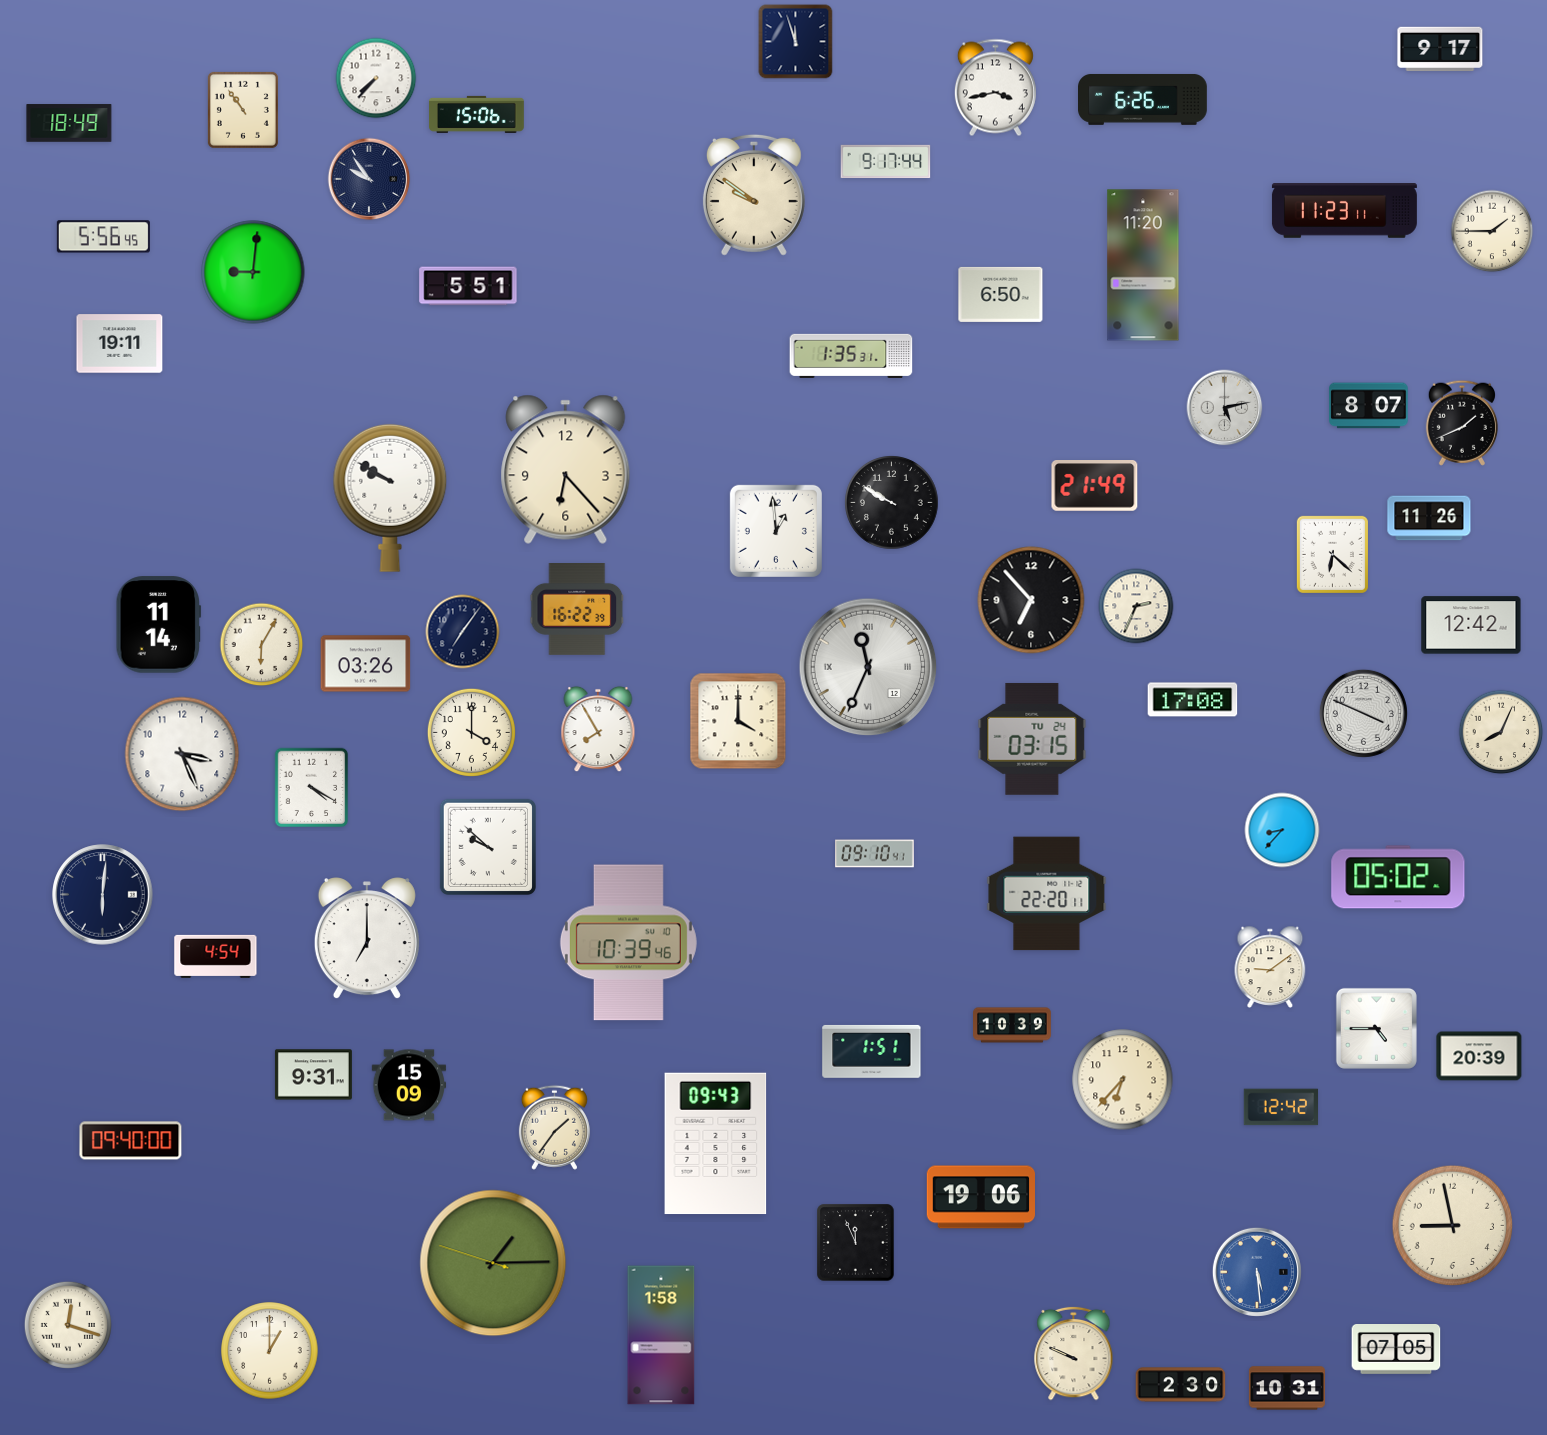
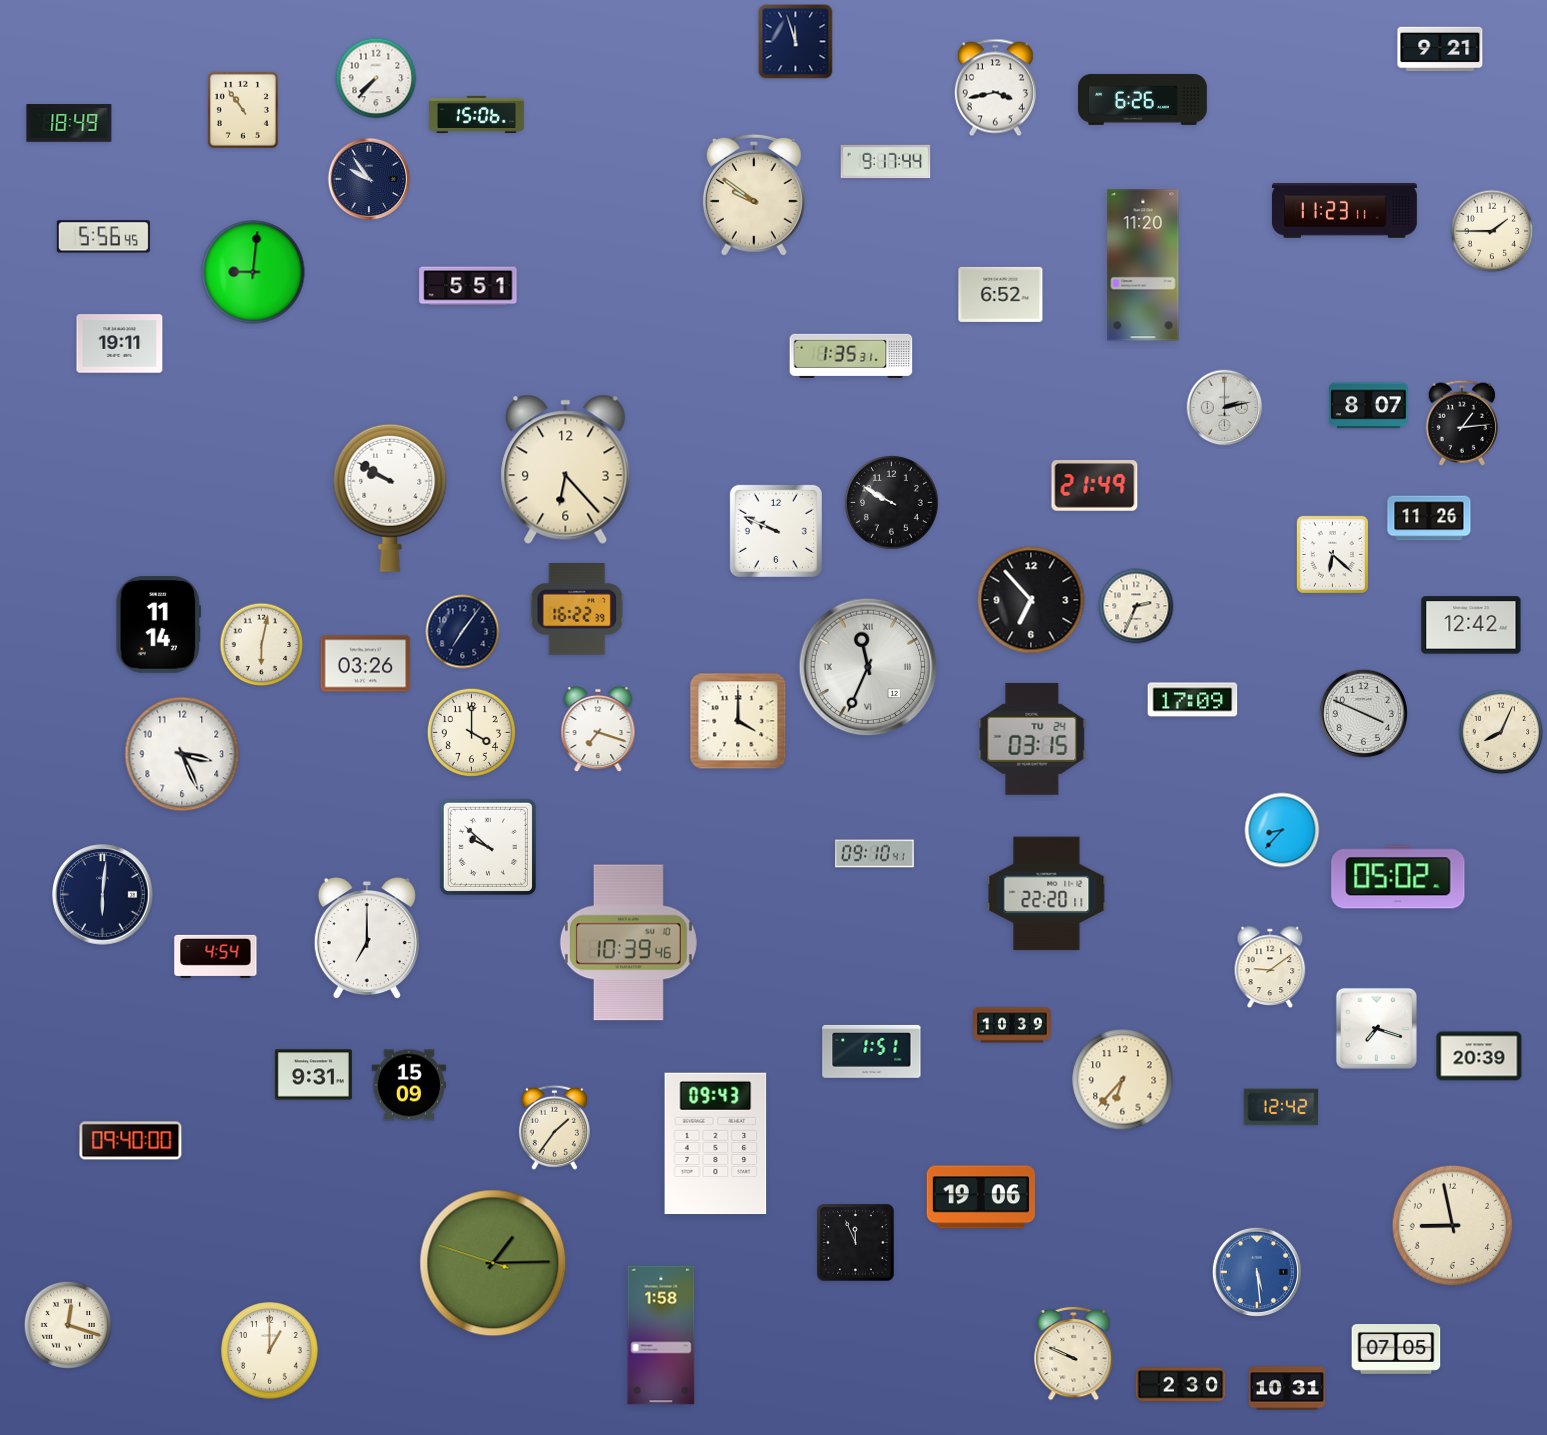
clock at (1440, 48): 9:17 -> 9:21
clock at (1001, 294): 6:50 -> 6:52
clock at (1225, 408): 5:13 -> 2:13
clock at (1462, 423): 1:41 -> 1:14
clock at (776, 531): 12:59 -> 9:49
clock at (262, 645): 6:05 -> 6:02
clock at (1193, 700): 17:08 -> 17:09
clock at (598, 729): 7:55 -> 7:18
clock at (312, 788): 4:20 -> none
clock at (1376, 1028): 4:45 -> 7:18
